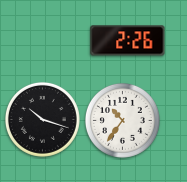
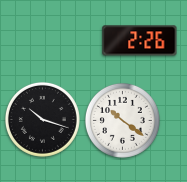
clock at (128, 41) position: (128, 41) -> (140, 41)
clock at (122, 120): 10:36 -> 10:21
